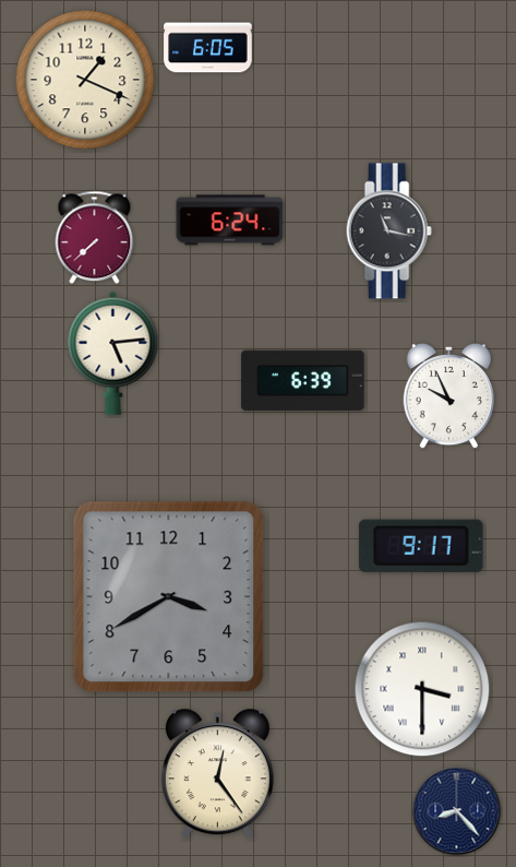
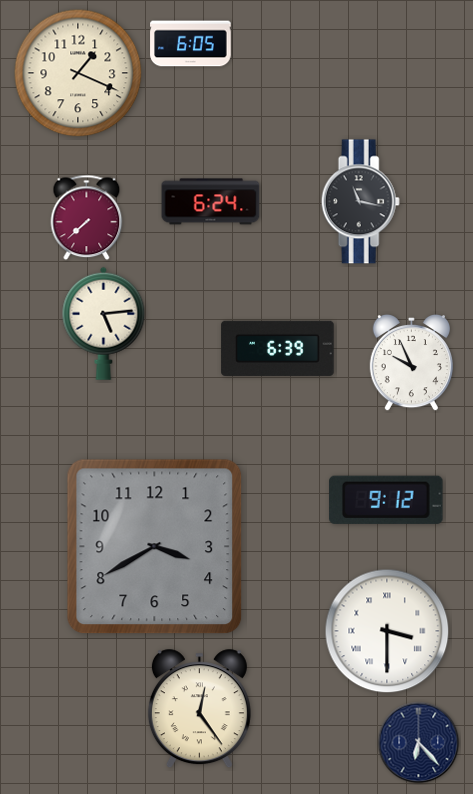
clock at (388, 231) position: (388, 231) -> (360, 202)
clock at (422, 546): 9:17 -> 9:12
clock at (457, 811): 8:23 -> 6:23
